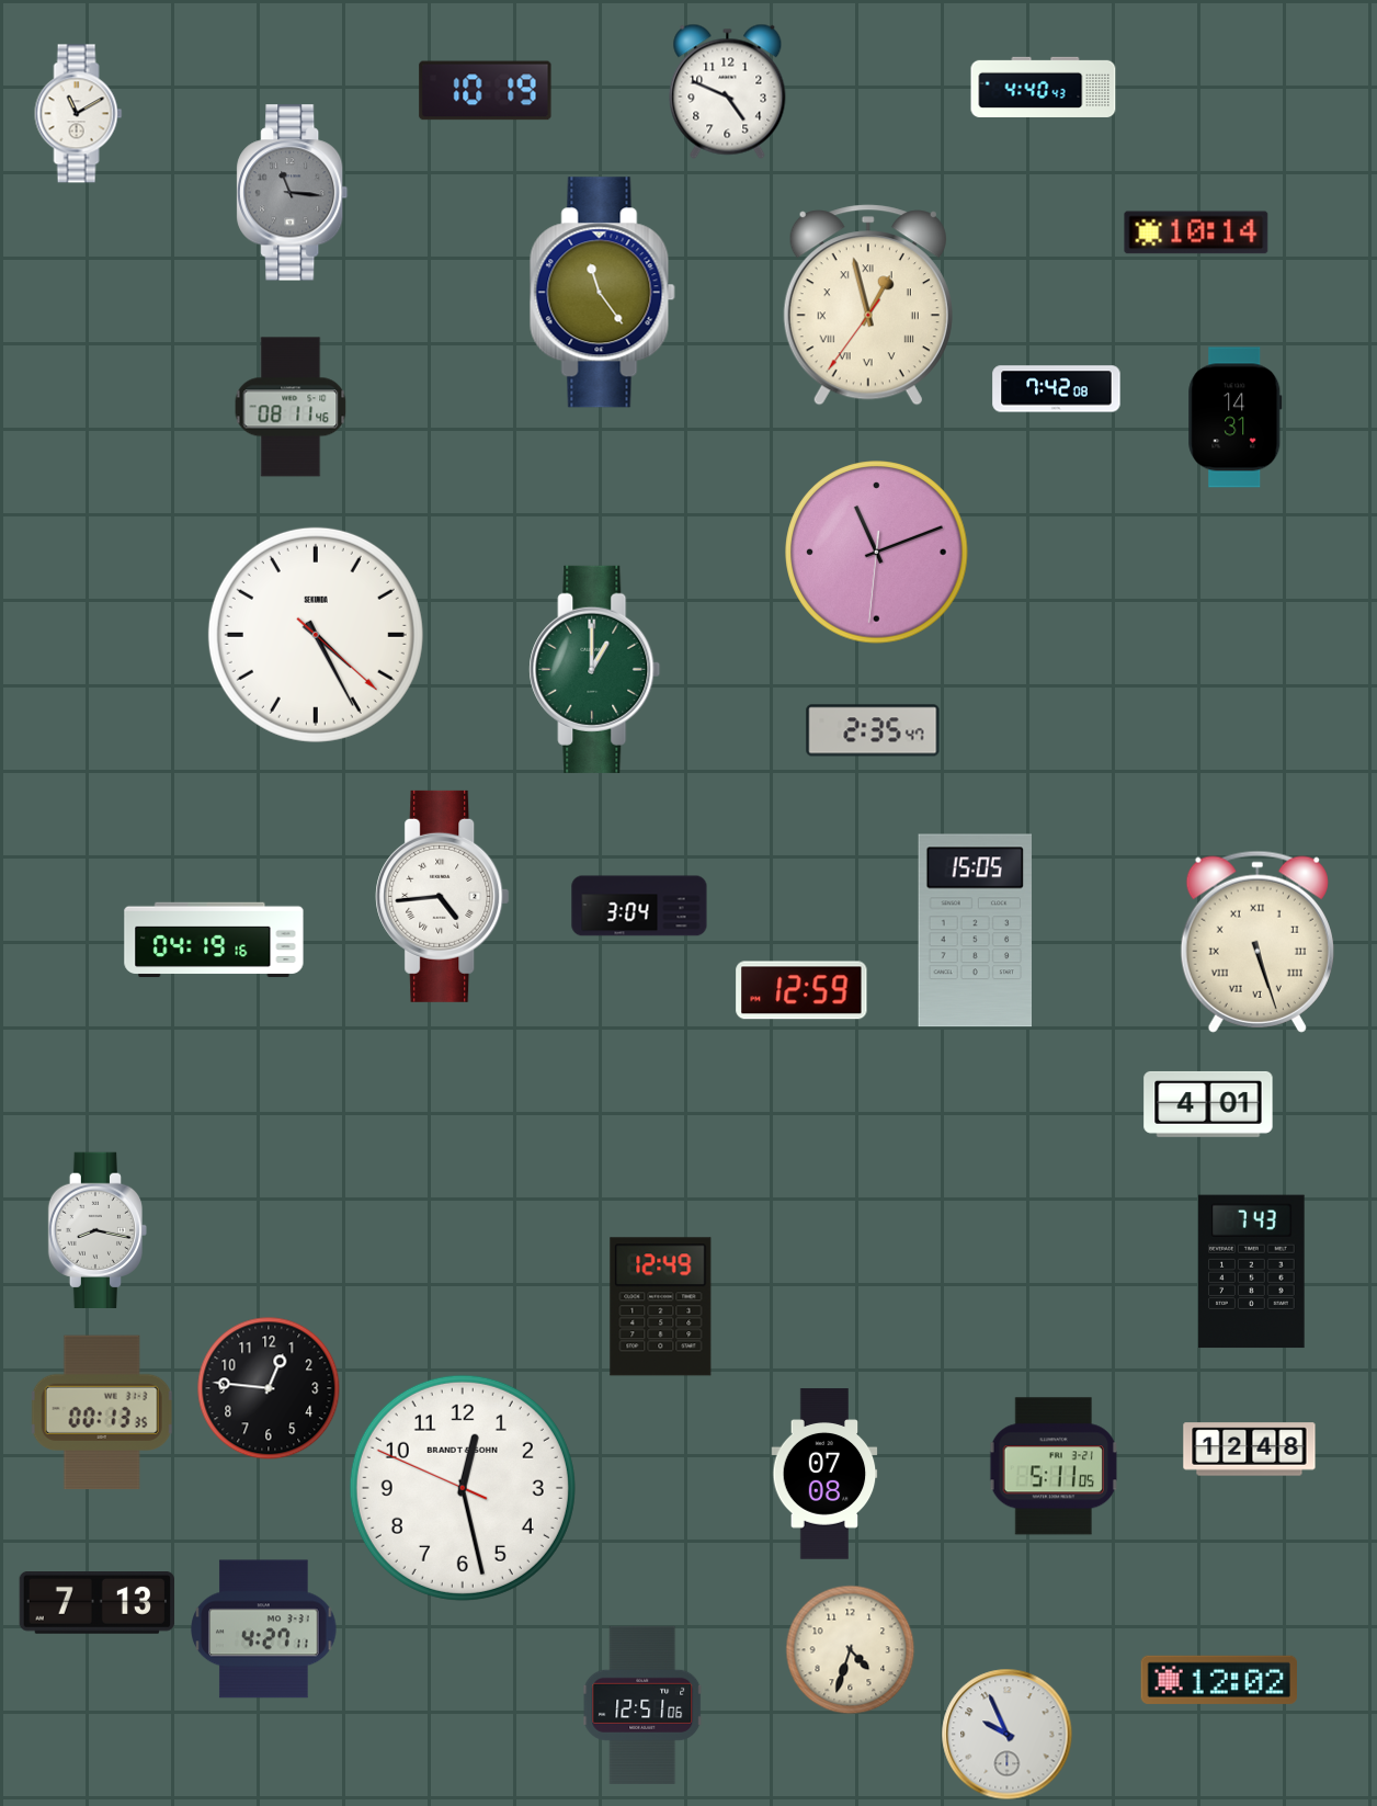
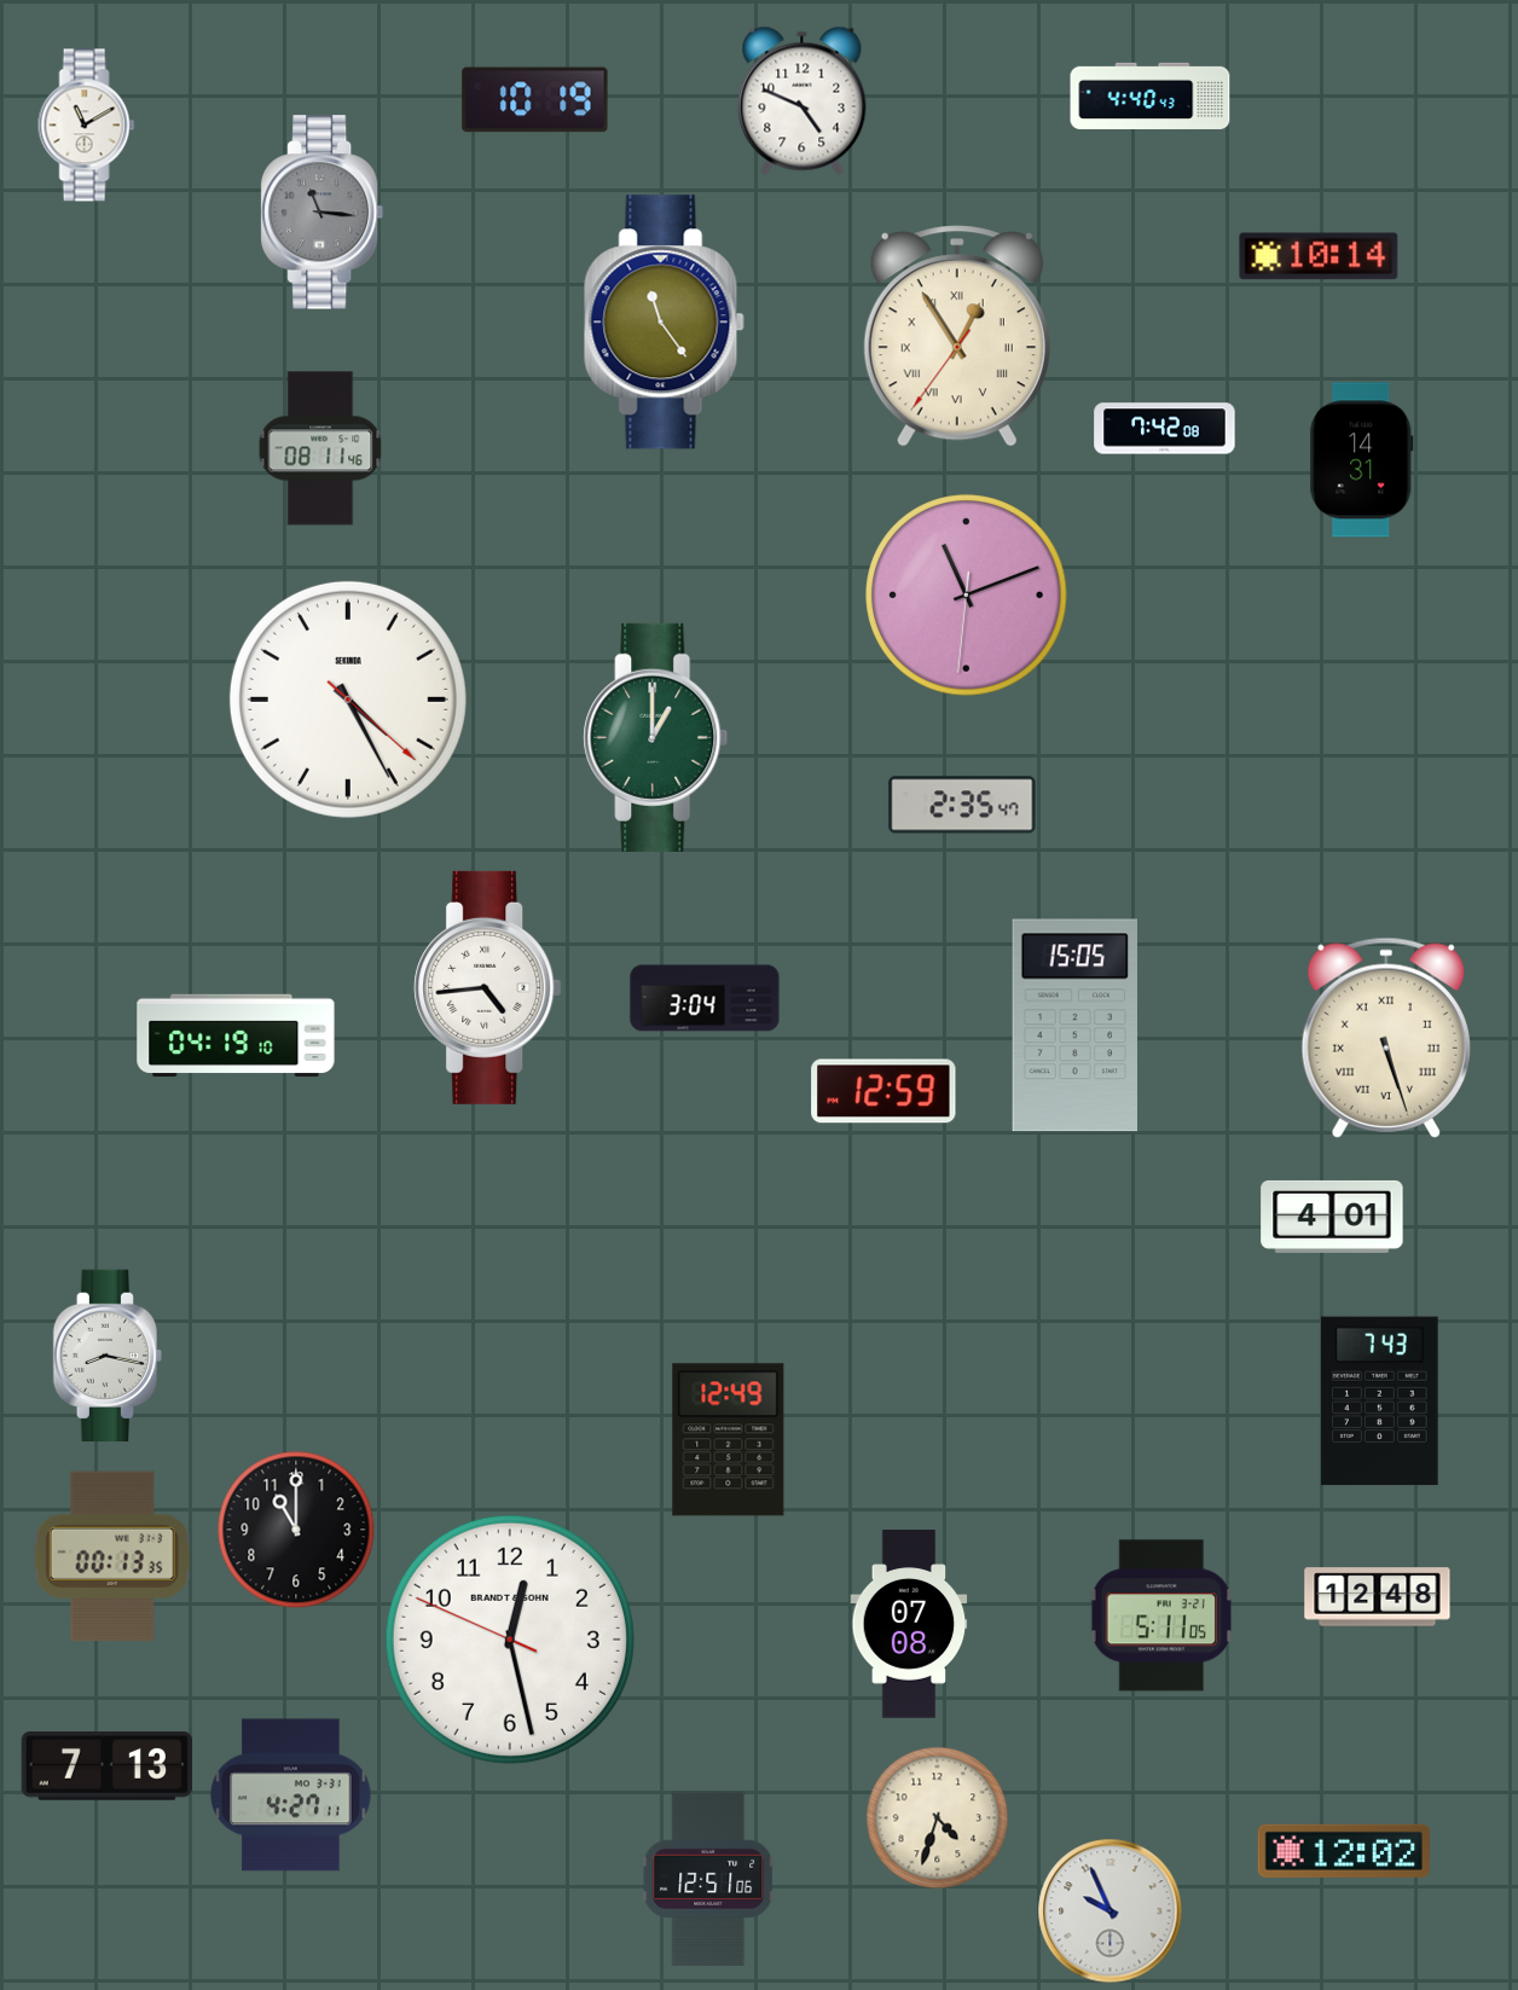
clock at (868, 305): 12:57 -> 12:54
clock at (877, 553) position: (877, 553) -> (967, 596)
clock at (214, 940): 04:19:16 -> 04:19:10
clock at (269, 1388): 12:46 -> 11:00
